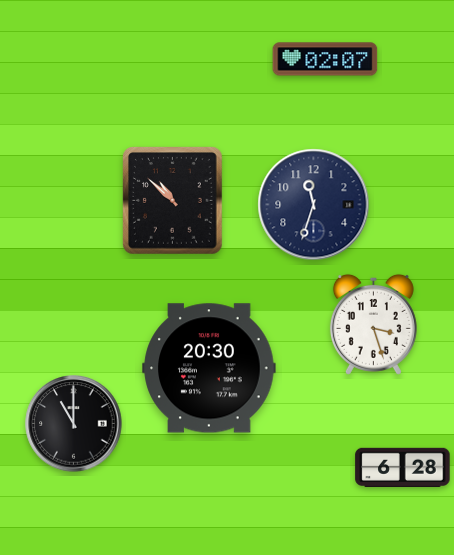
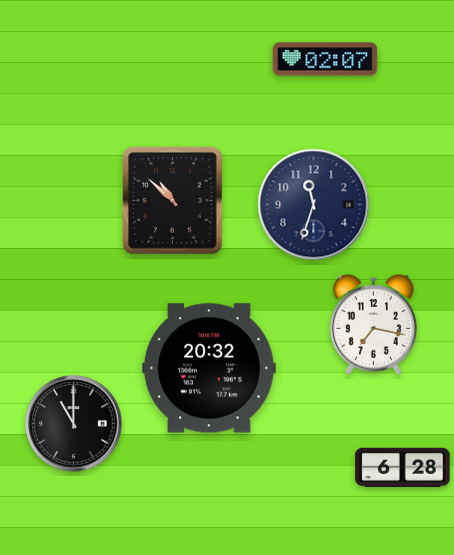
clock at (373, 324): 3:27 -> 7:17
clock at (209, 368): 20:30 -> 20:32
